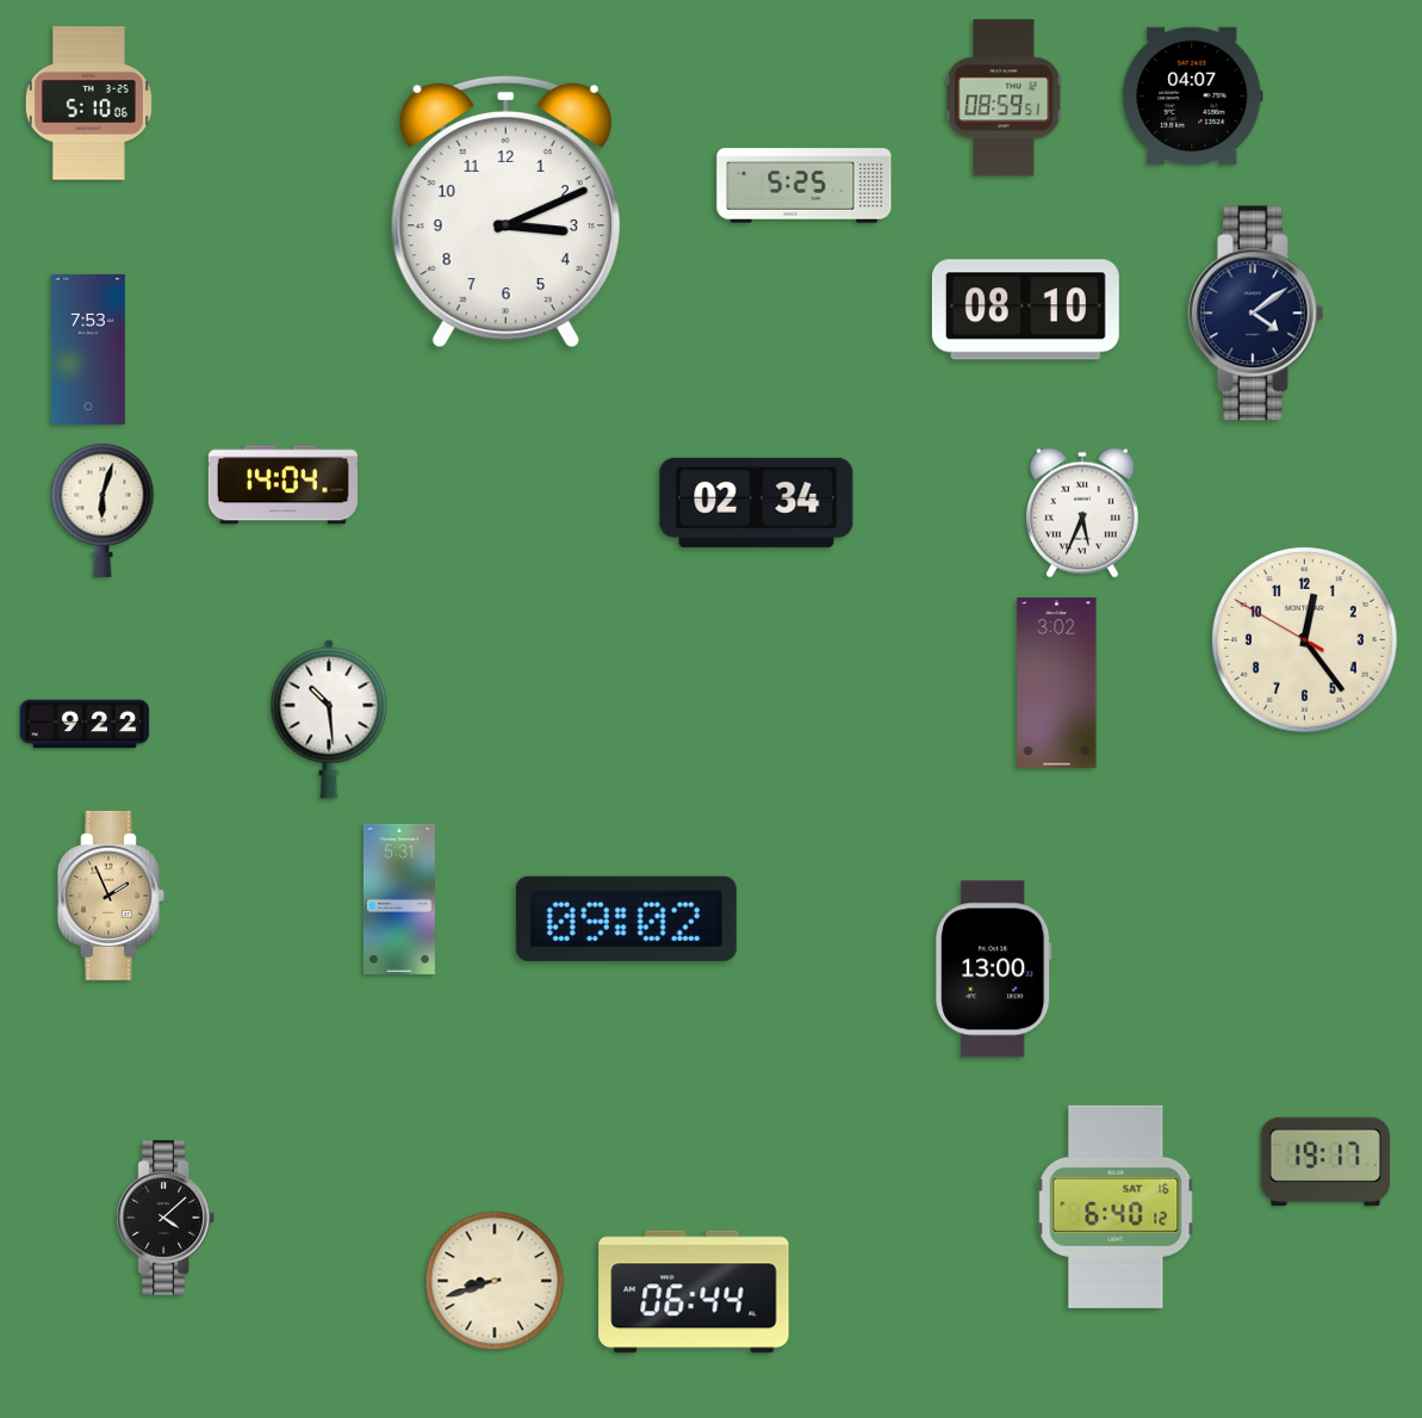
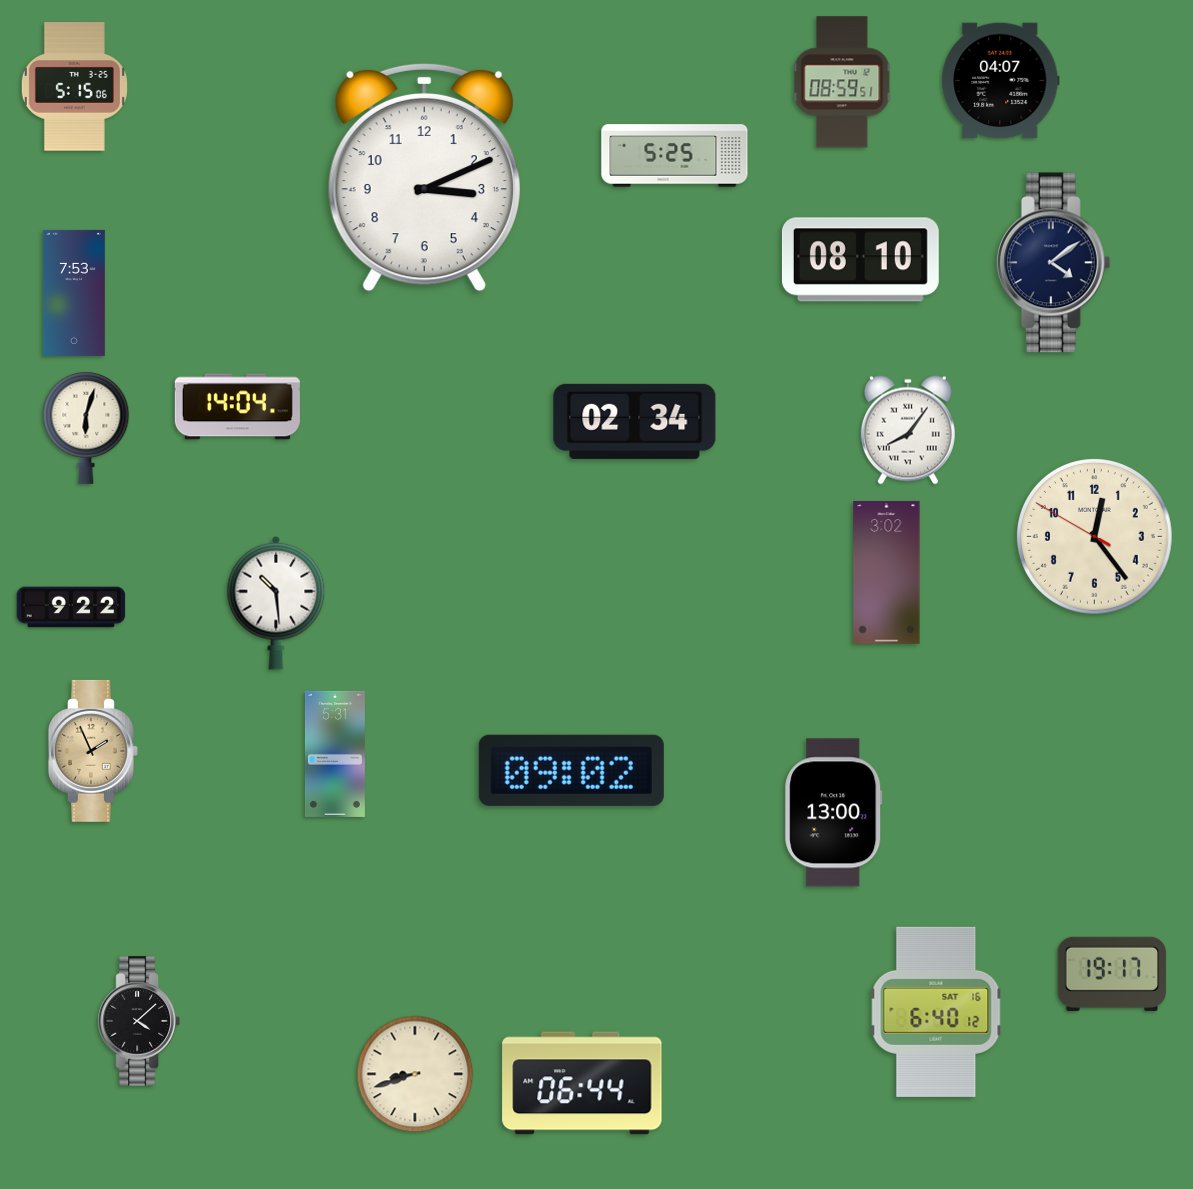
clock at (88, 104): 5:10 -> 5:15
clock at (1082, 513): 5:34 -> 8:06
clock at (626, 918) position: (626, 918) -> (571, 770)
